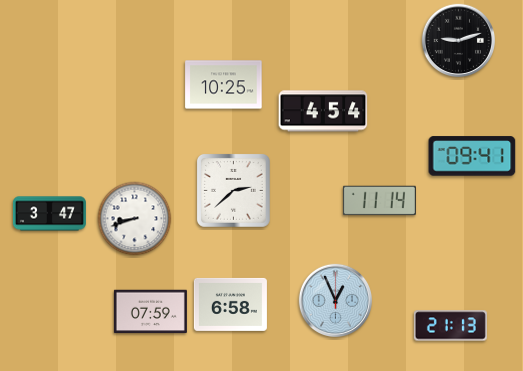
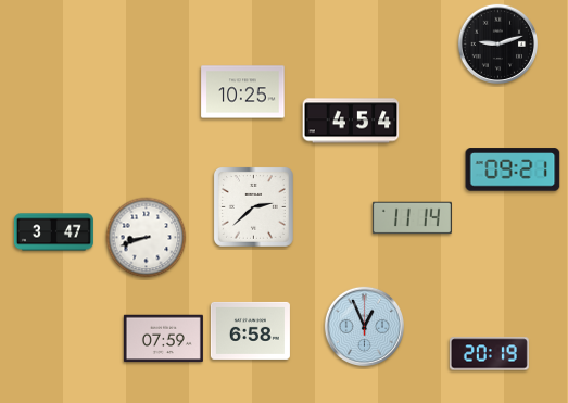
clock at (472, 156): 09:41 -> 09:21
clock at (450, 326): 21:13 -> 20:19
